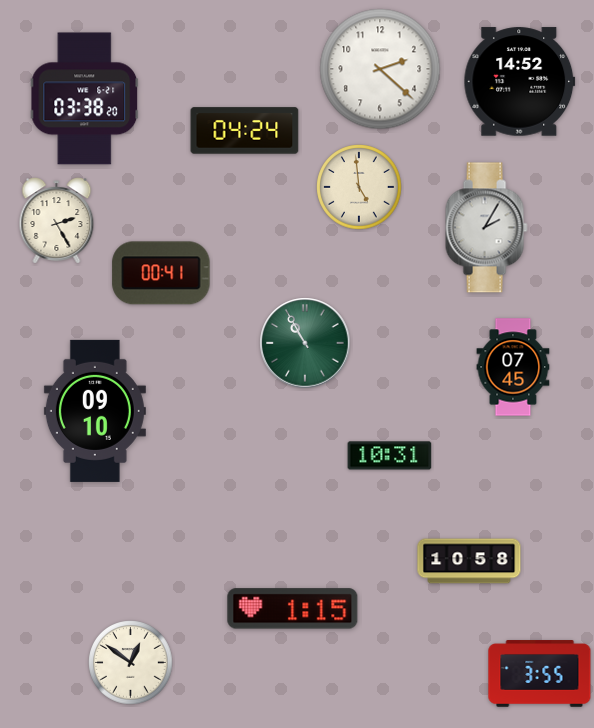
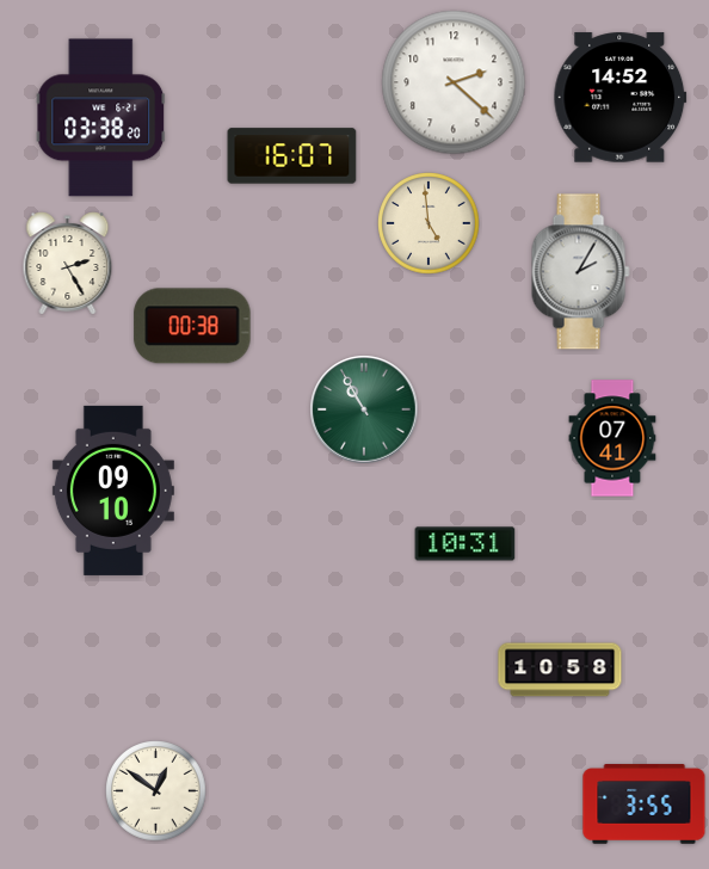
clock at (245, 131): 04:24 -> 16:07
clock at (161, 273): 00:41 -> 00:38
clock at (513, 367): 07:45 -> 07:41
clock at (293, 609): 1:15 -> none
